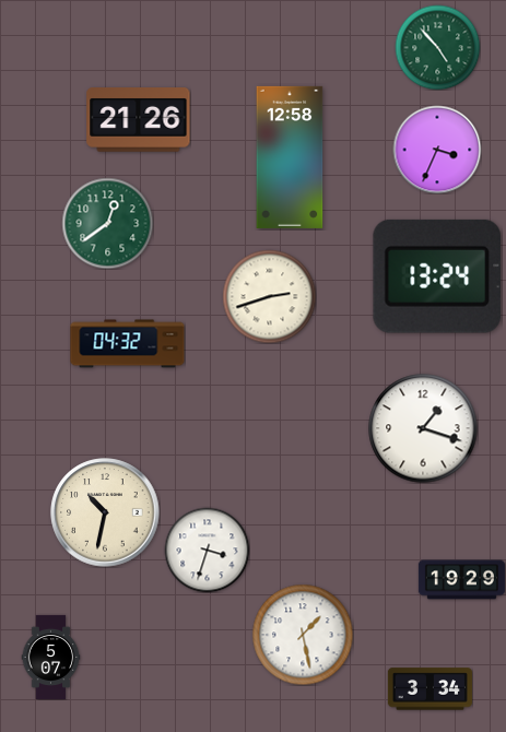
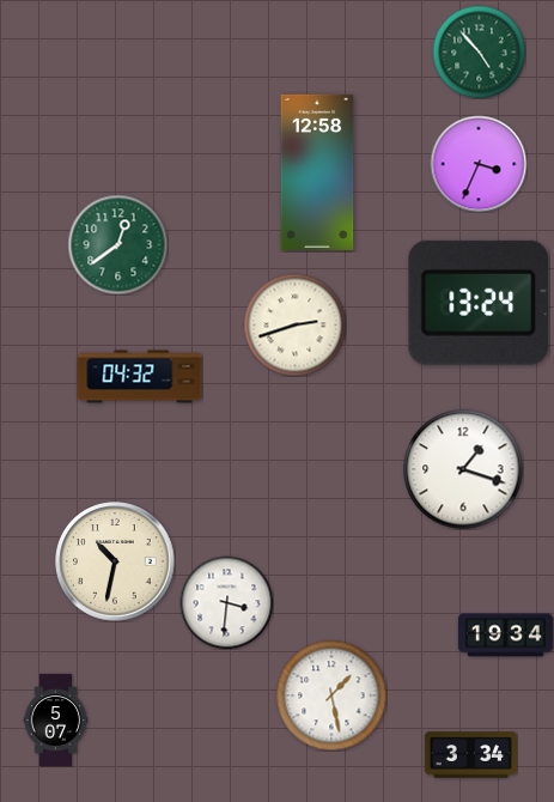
clock at (139, 120): 21:26 -> none
clock at (207, 550): 3:33 -> 3:31
clock at (461, 580): 19:29 -> 19:34
